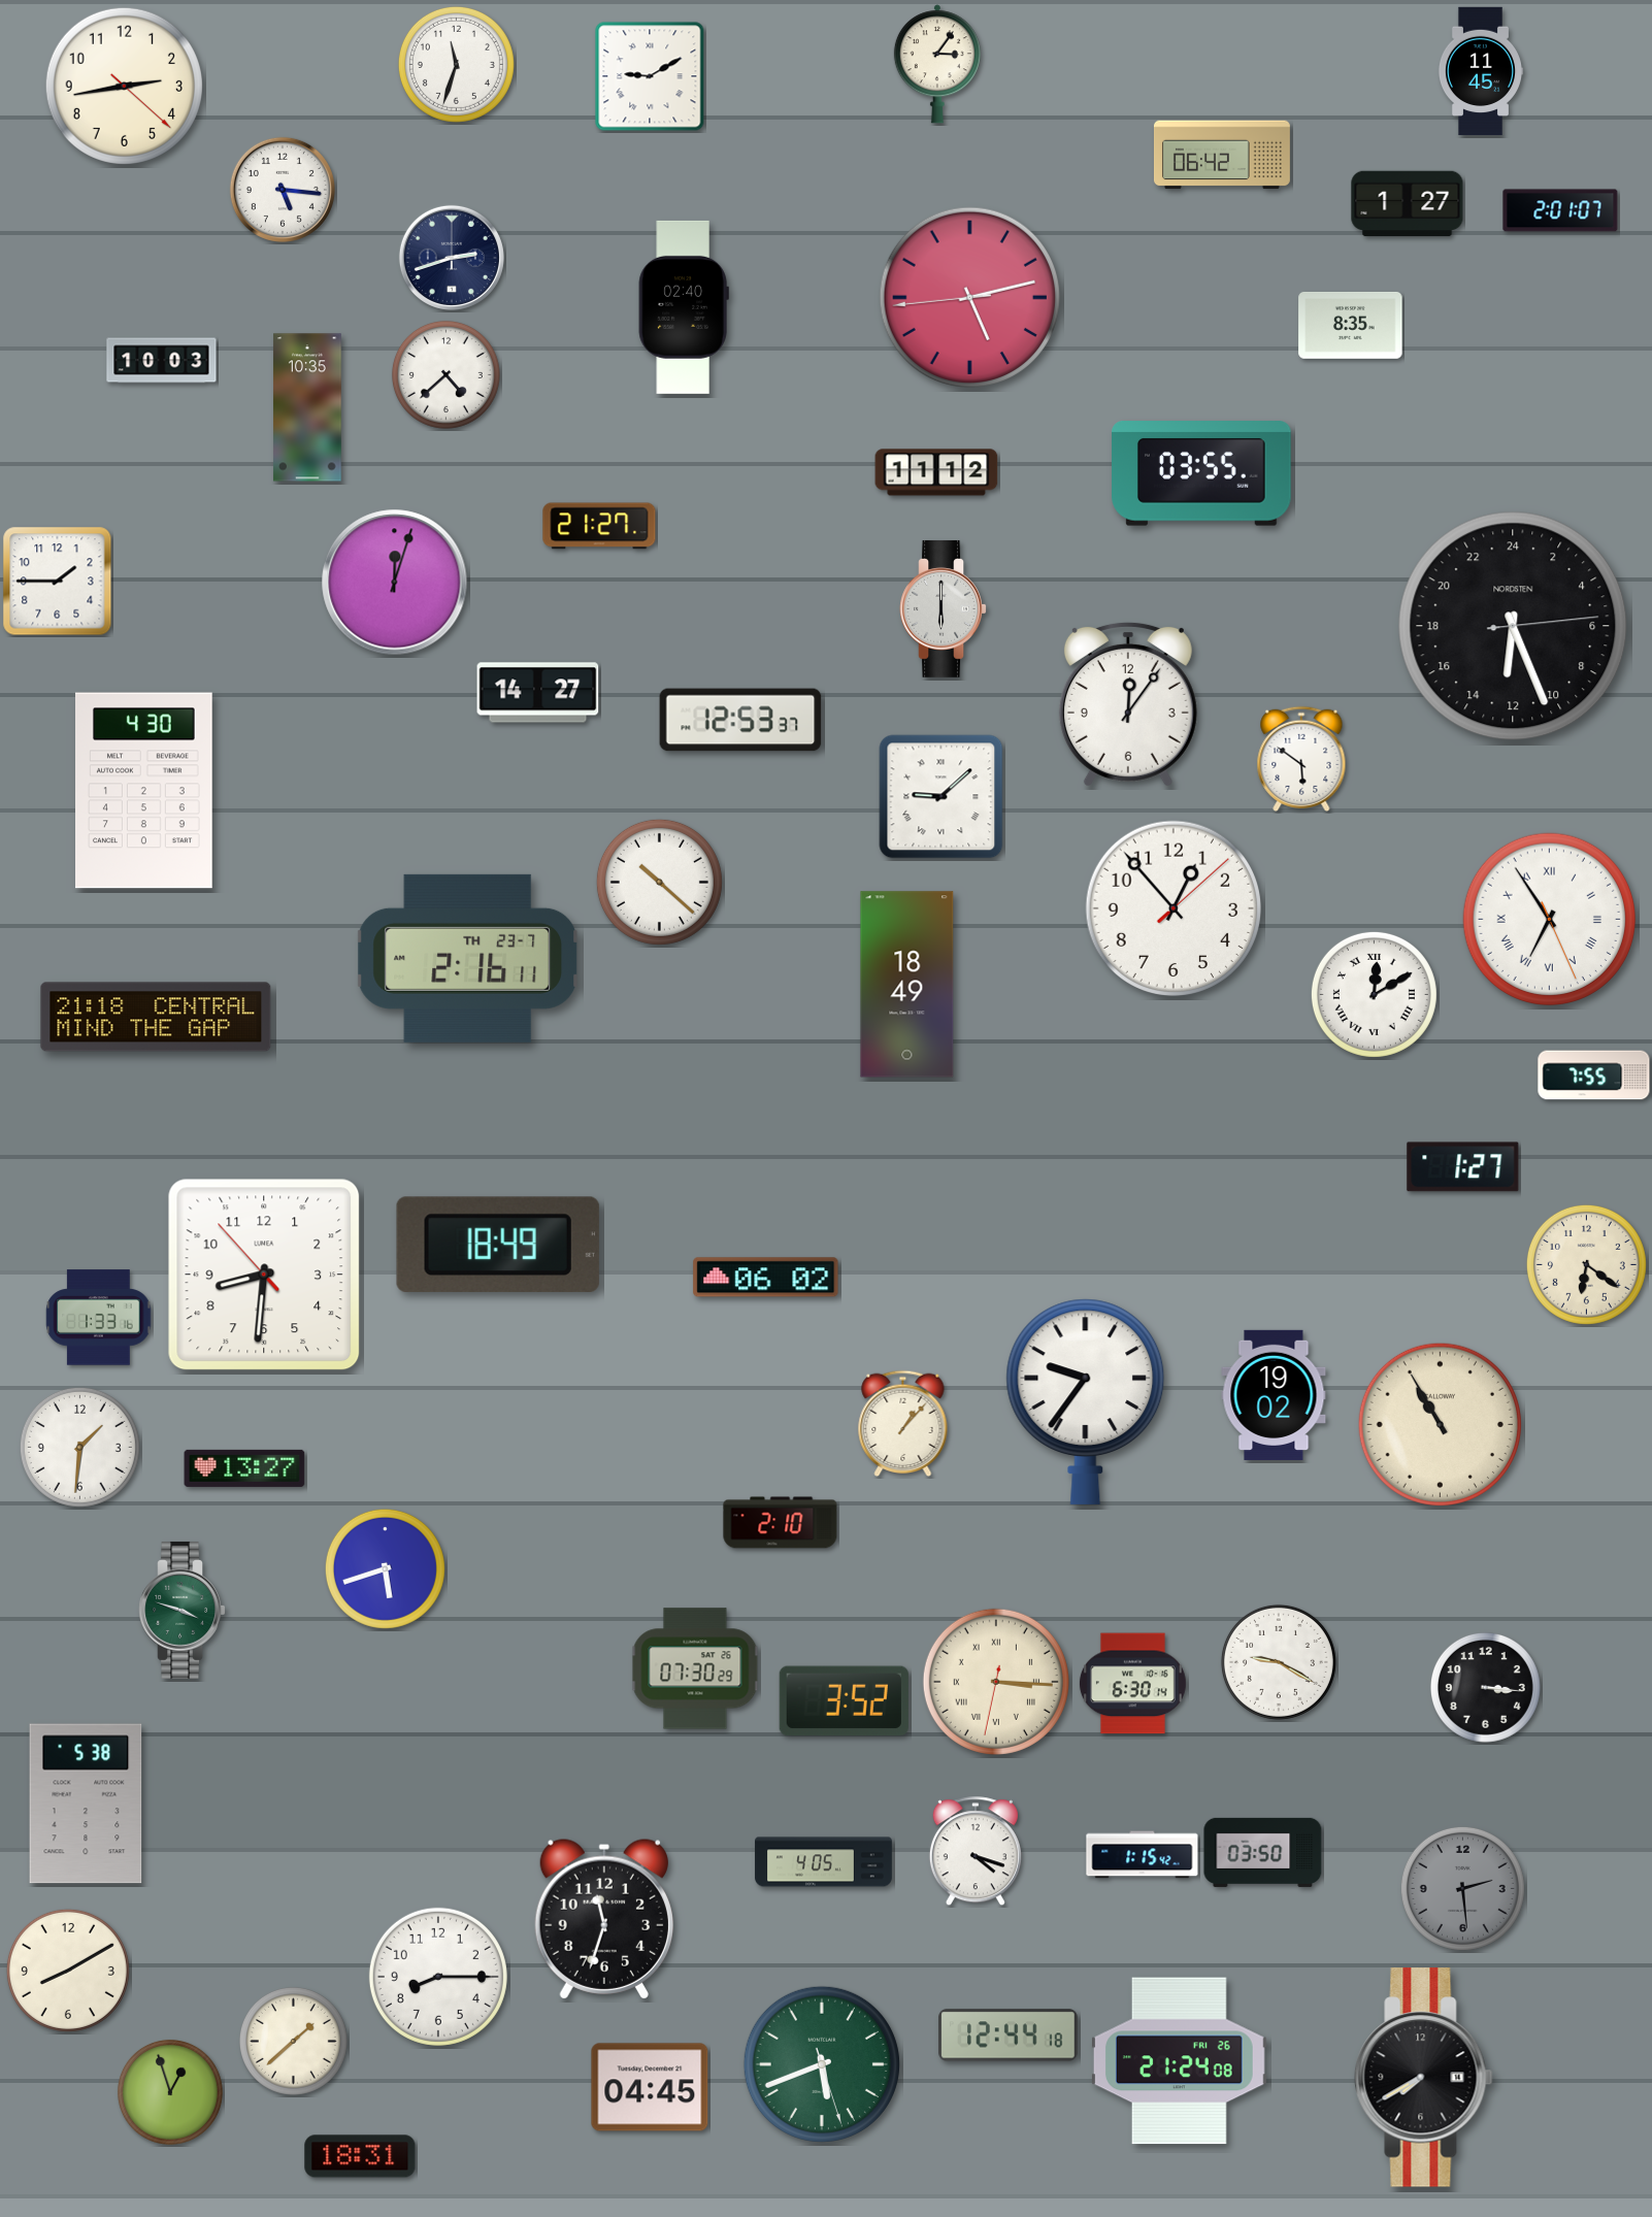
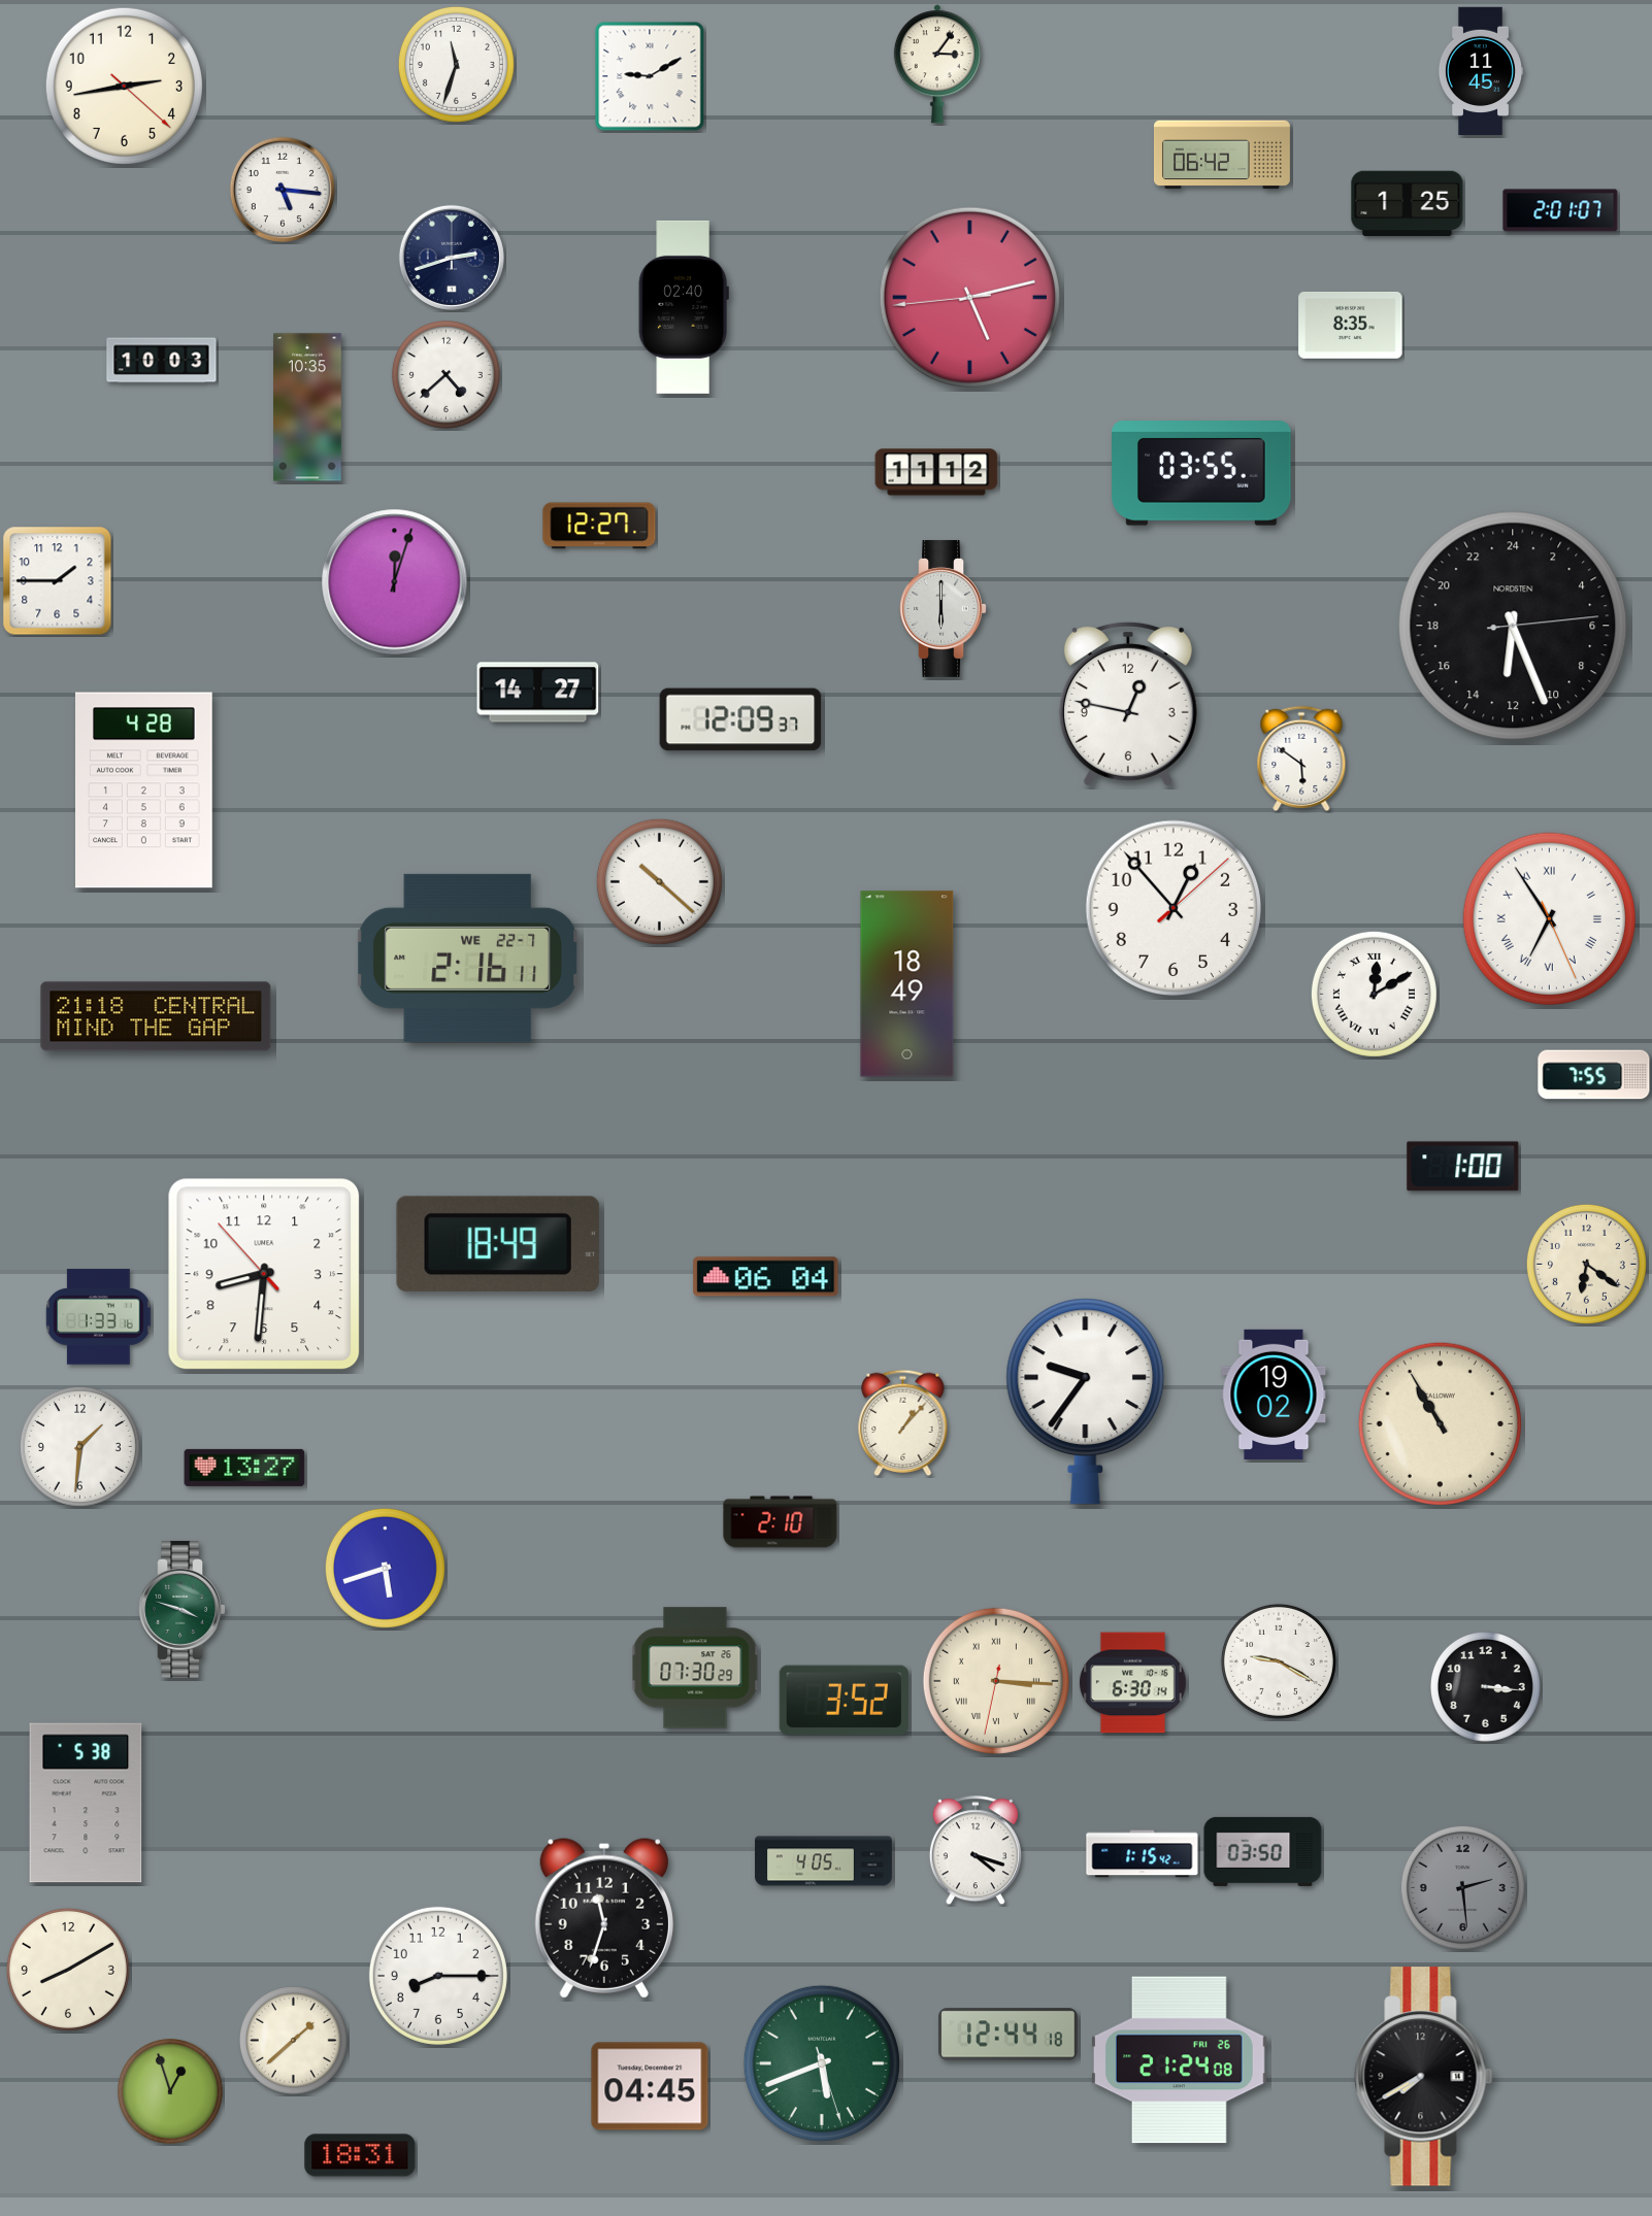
clock at (1408, 204): 1:27 -> 1:25
clock at (599, 526): 21:27 -> 12:27
clock at (1128, 704): 12:06 -> 12:47
clock at (740, 720): 12:53 -> 12:09
clock at (144, 791): 4:30 -> 4:28
clock at (941, 797): 9:08 -> none
clock at (467, 958) date: TH 23-7 -> WE 22-7
clock at (1463, 1167): 1:27 -> 1:00
clock at (766, 1278): 06:02 -> 06:04
